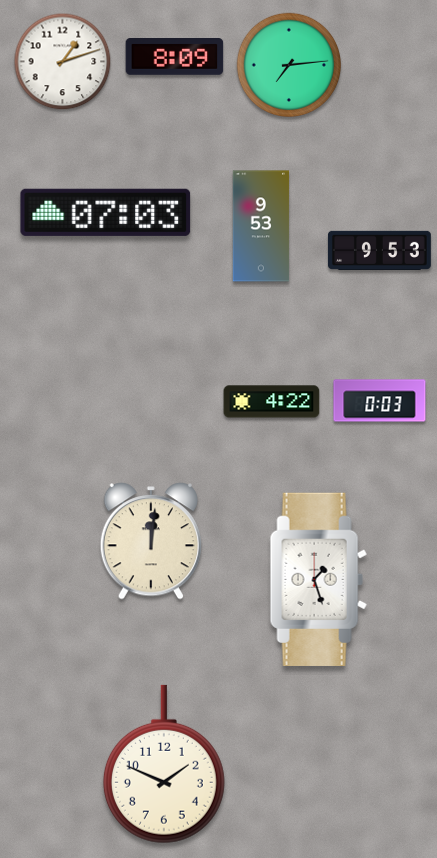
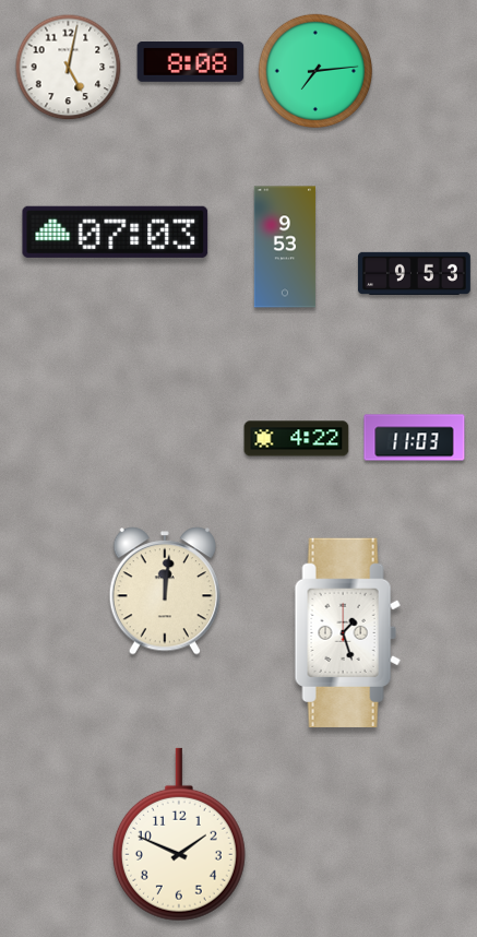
clock at (175, 57): 8:09 -> 8:08
clock at (63, 62): 1:12 -> 5:02
clock at (380, 401): 0:03 -> 11:03
